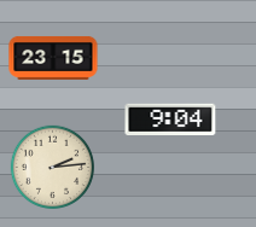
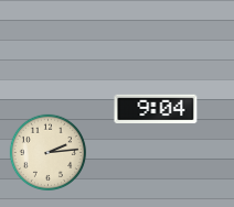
clock at (53, 58): 23:15 -> none
